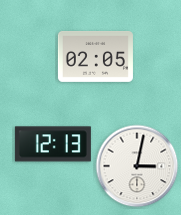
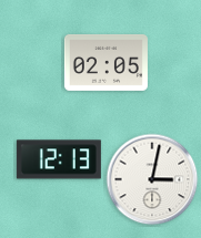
clock at (137, 166) position: (137, 166) -> (152, 179)
